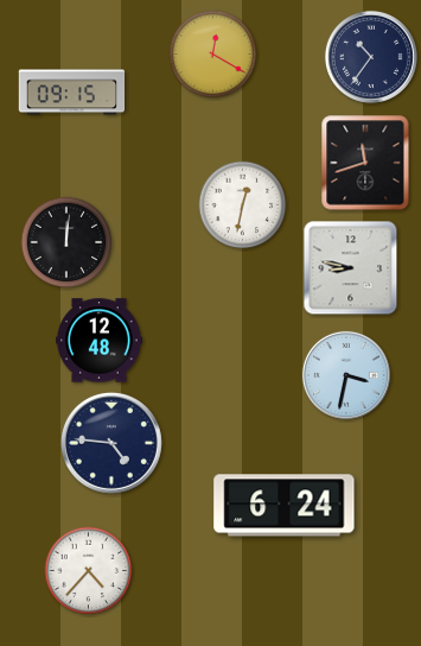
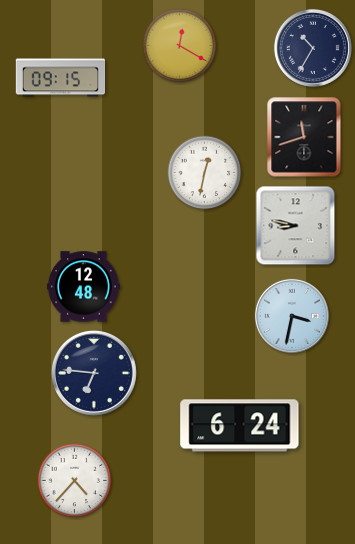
clock at (371, 57): 10:36 -> 10:35
clock at (365, 163) position: (365, 163) -> (304, 137)
clock at (66, 242): 12:01 -> none
clock at (111, 443): 4:46 -> 6:46
